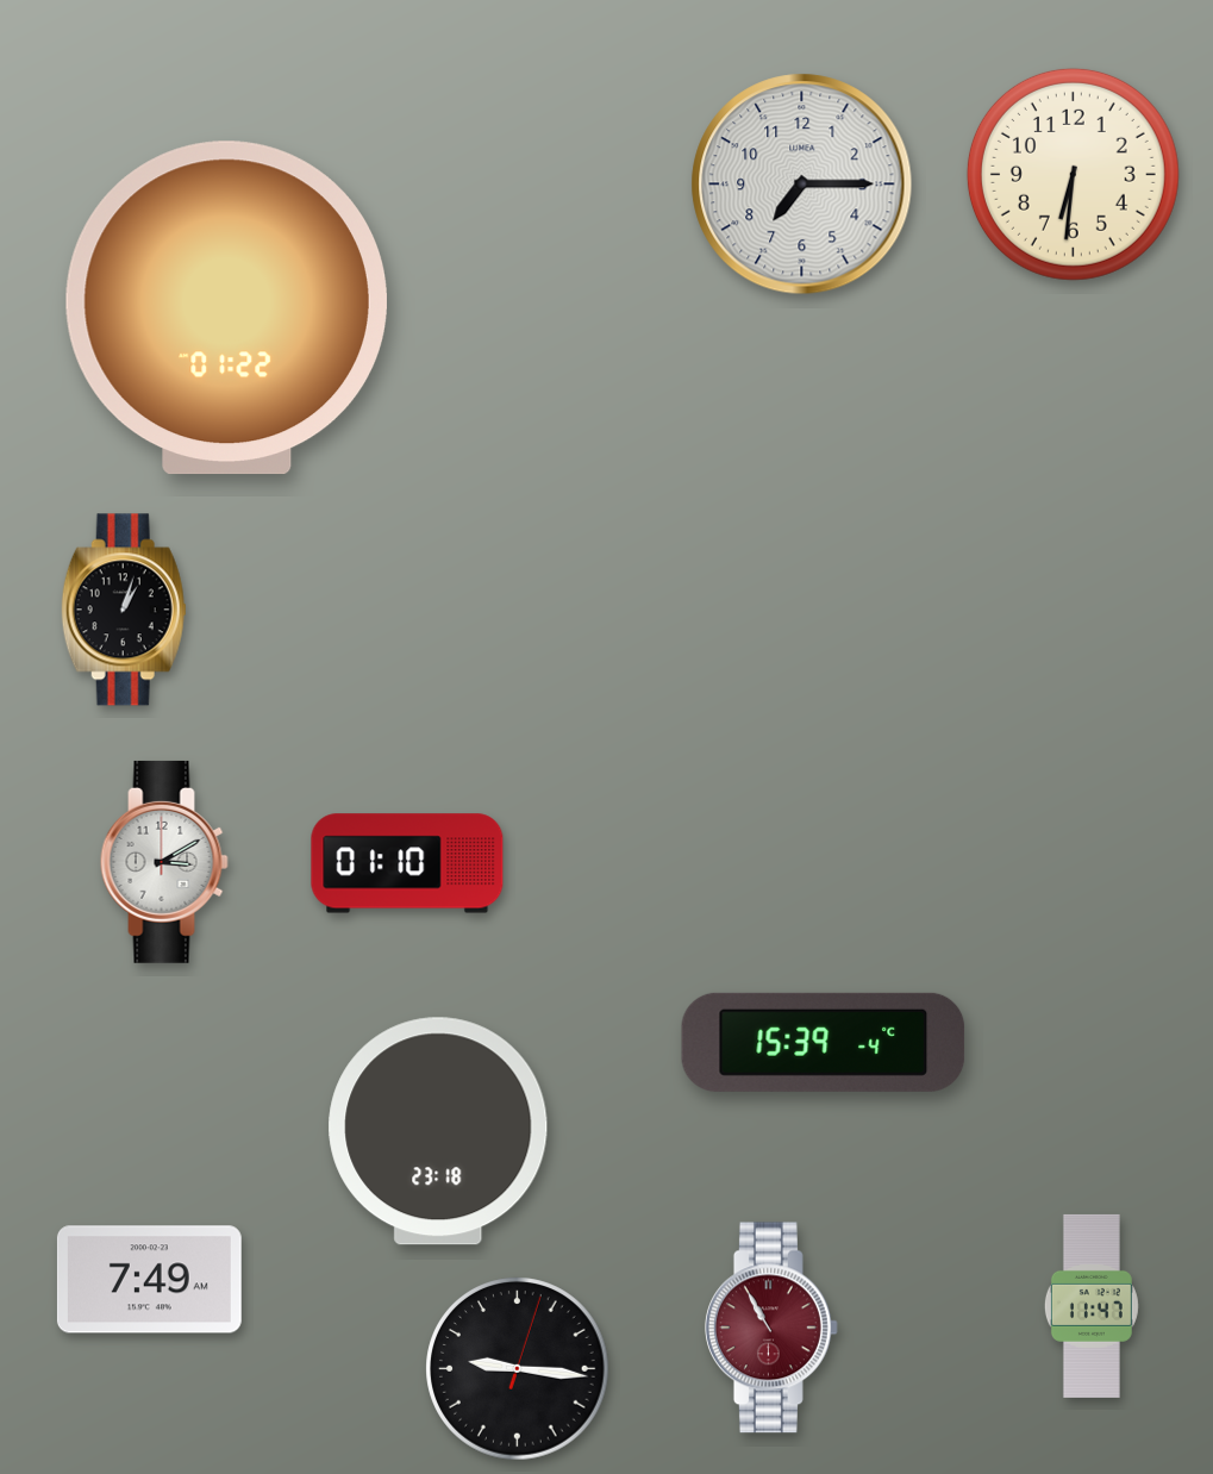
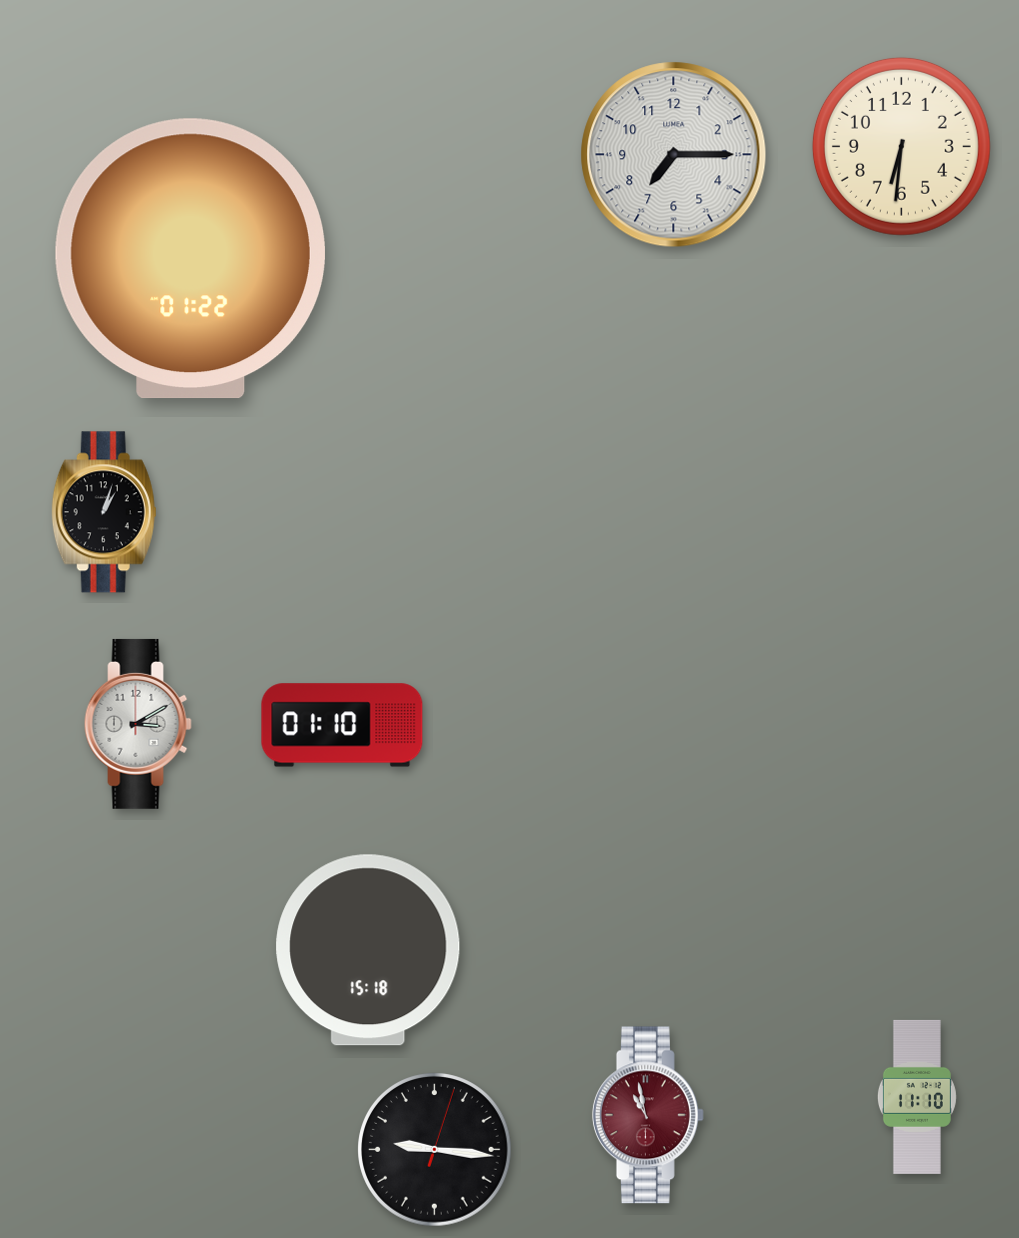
clock at (824, 1042): 15:39 -> none
clock at (438, 1131): 23:18 -> 15:18
clock at (149, 1280): 7:49 -> none
clock at (1092, 1306): 11:47 -> 11:10
clock at (771, 1328): 10:55 -> 10:58
